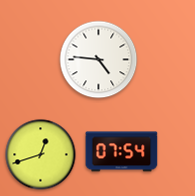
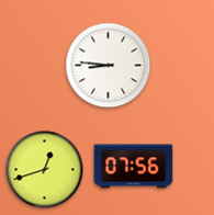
clock at (99, 60): 4:46 -> 8:46
clock at (122, 152): 07:54 -> 07:56
